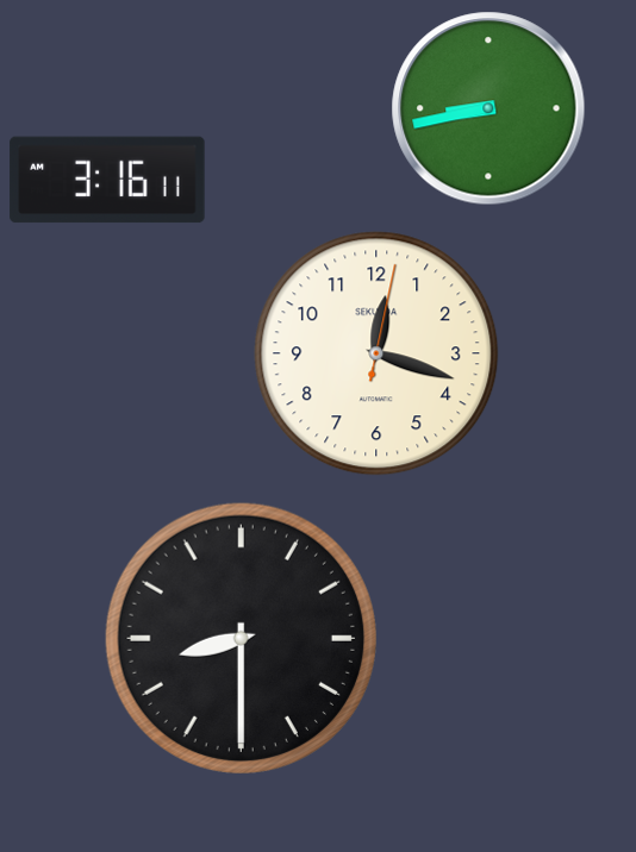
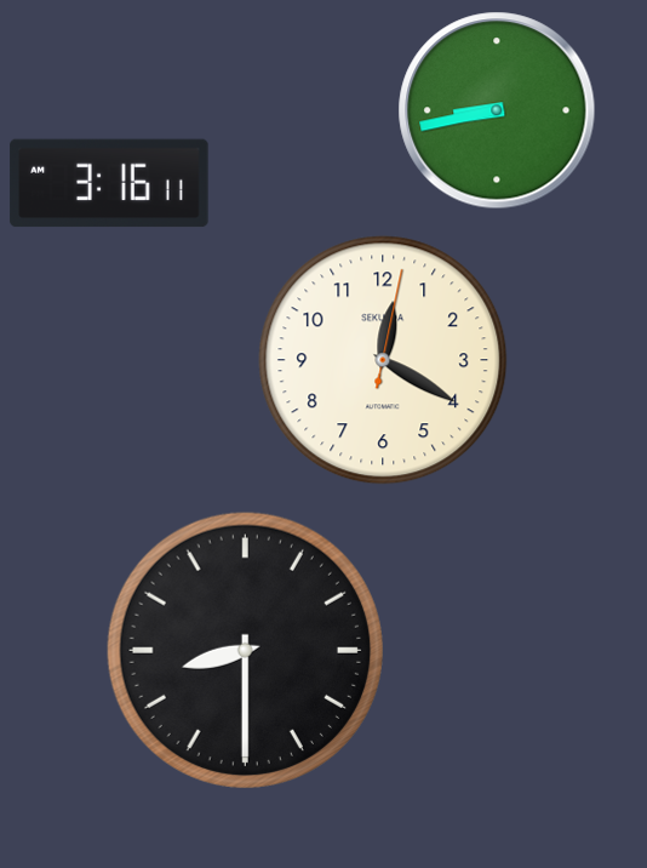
clock at (376, 353): 12:18 -> 12:20
